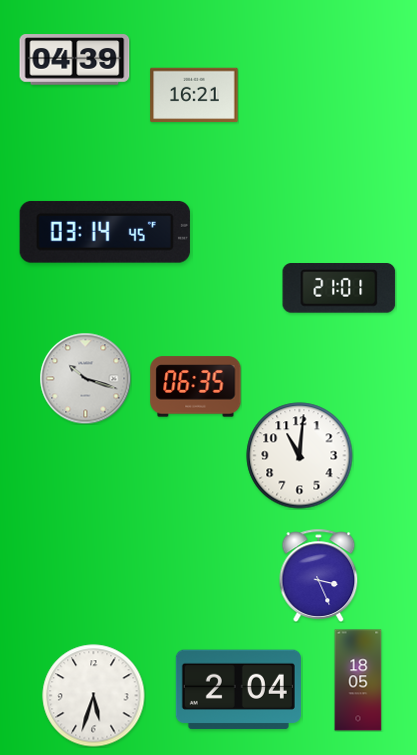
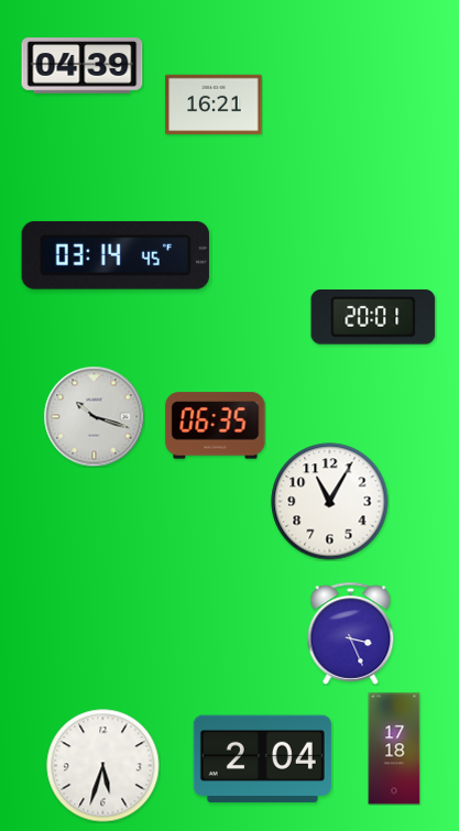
clock at (339, 288): 21:01 -> 20:01
clock at (300, 456): 11:01 -> 11:05
clock at (358, 680): 18:05 -> 17:18
